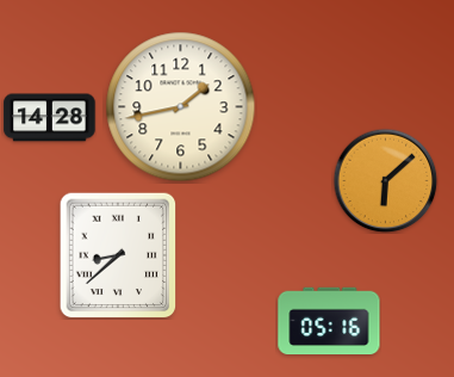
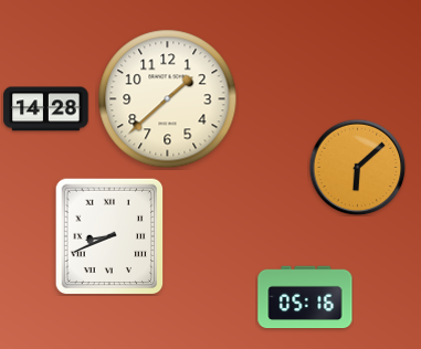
clock at (181, 107): 1:43 -> 1:38
clock at (118, 255): 8:38 -> 8:41
